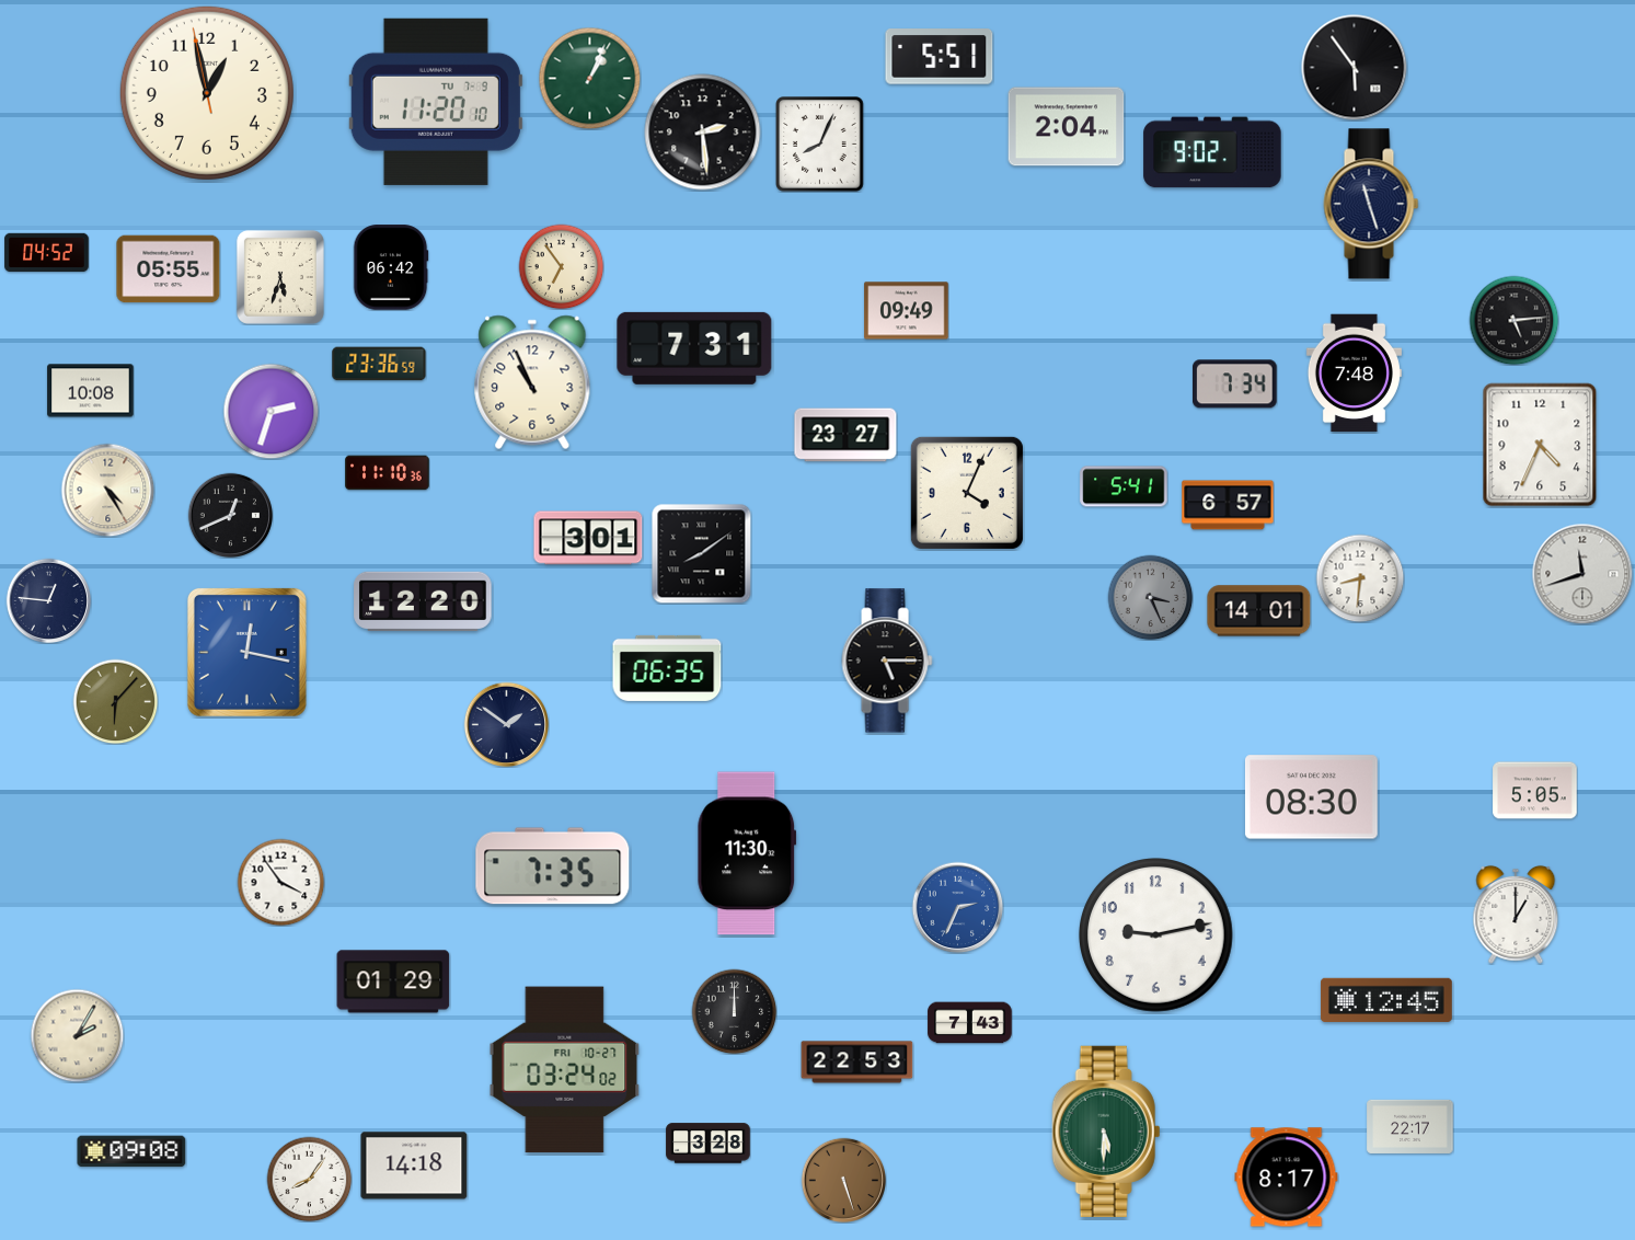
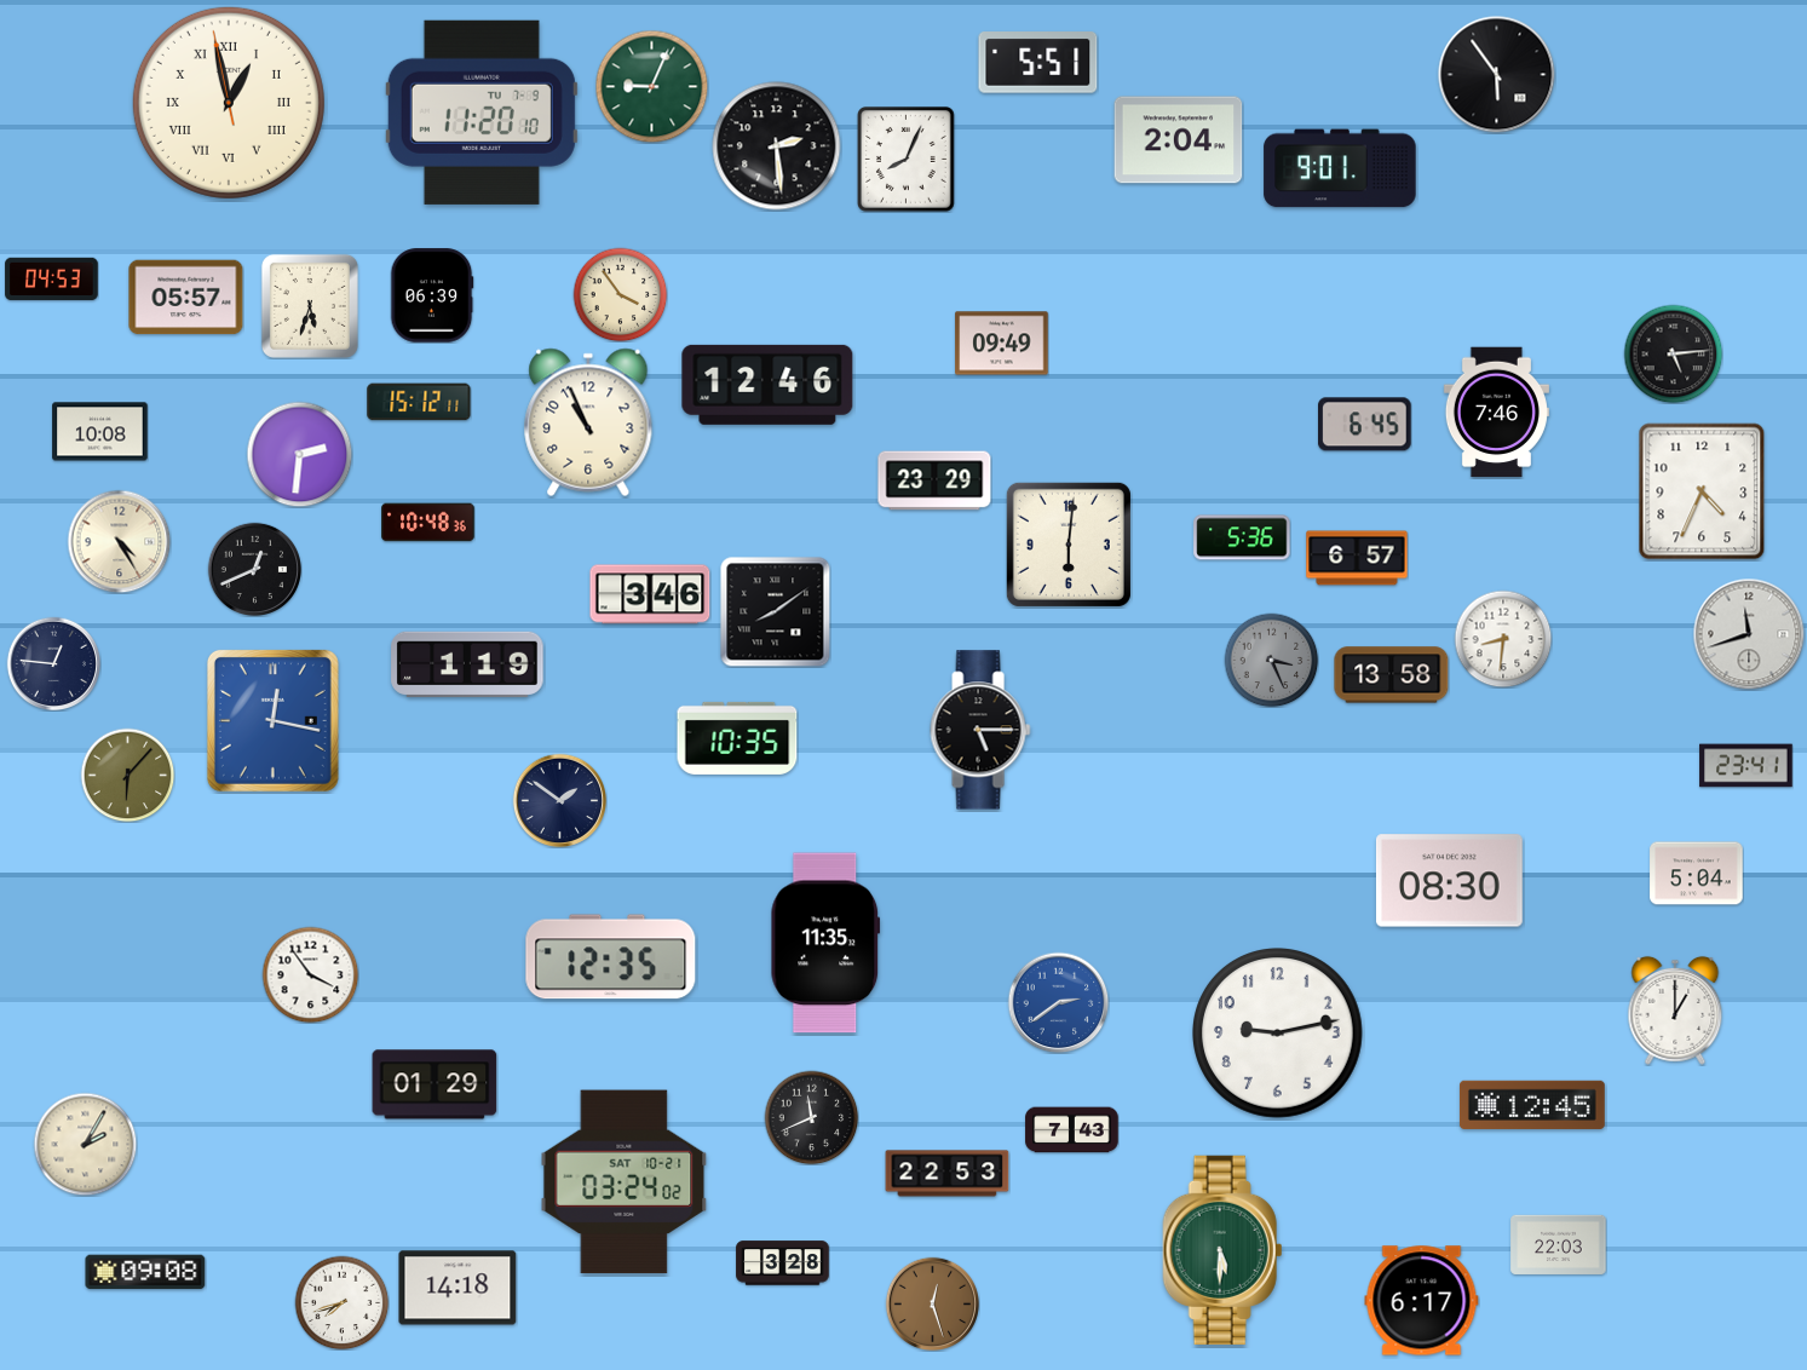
clock at (589, 78): 1:04 -> 9:04
clock at (207, 93) numerals: Arabic -> Roman
clock at (1212, 152): 9:02 -> 9:01
clock at (1371, 204): 11:27 -> none
clock at (47, 253): 04:52 -> 04:53
clock at (561, 266): 6:54 -> 3:54
clock at (391, 267): 06:42 -> 06:39
clock at (169, 269): 05:55 -> 05:57
clock at (694, 348): 7:31 -> 12:46
clock at (379, 364): 23:36 -> 15:12
clock at (1354, 374): 7:48 -> 7:46
clock at (1235, 384): 7:34 -> 6:45
clock at (270, 411): 2:33 -> 2:31
clock at (845, 435): 23:27 -> 23:29
clock at (388, 473): 11:10 -> 10:48
clock at (1124, 486): 5:41 -> 5:36
clock at (967, 493): 4:04 -> 6:01
clock at (588, 538): 3:01 -> 3:46
clock at (423, 601): 12:20 -> 1:19
clock at (1259, 611): 14:01 -> 13:58
clock at (667, 668): 06:35 -> 10:35
clock at (1746, 766): none -> 23:41
clock at (1535, 791): 5:05 -> 5:04
clock at (747, 853): 11:30 -> 11:35
clock at (553, 866): 7:35 -> 12:35
clock at (957, 907): 2:34 -> 2:39
clock at (734, 1011): 12:00 -> 11:41
clock at (565, 1070) date: FRI 10-27 -> SAT 10-21
clock at (1411, 1126): 22:17 -> 22:03
clock at (1287, 1178): 8:17 -> 6:17
clock at (309, 1179): 8:06 -> 7:42
clock at (843, 1180): 5:27 -> 12:27
